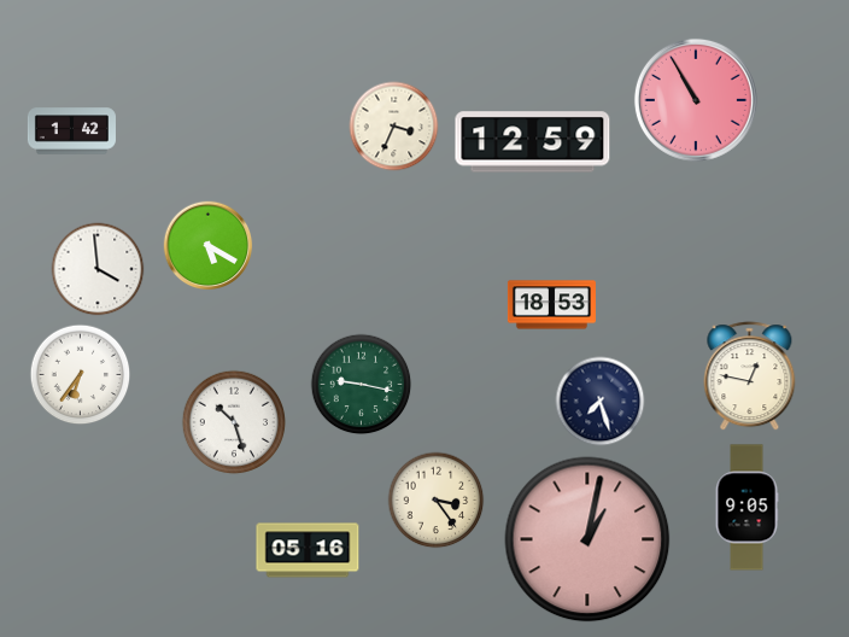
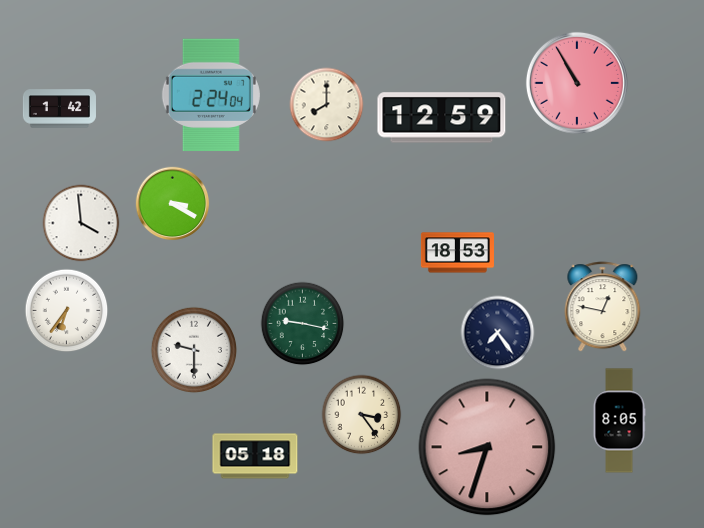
clock at (211, 95): none -> 2:24
clock at (394, 127): 3:34 -> 8:00
clock at (209, 246): 5:20 -> 3:20
clock at (750, 376) position: (750, 376) -> (603, 307)
clock at (362, 385) position: (362, 385) -> (303, 324)
clock at (601, 402): 7:27 -> 7:24
clock at (234, 422): 10:27 -> 9:30
clock at (746, 508): 9:05 -> 8:05
clock at (587, 539): 1:02 -> 8:33
clock at (308, 550): 05:16 -> 05:18
